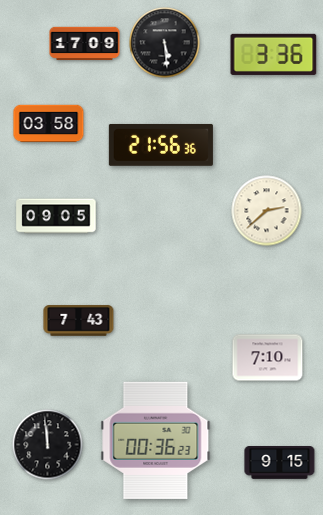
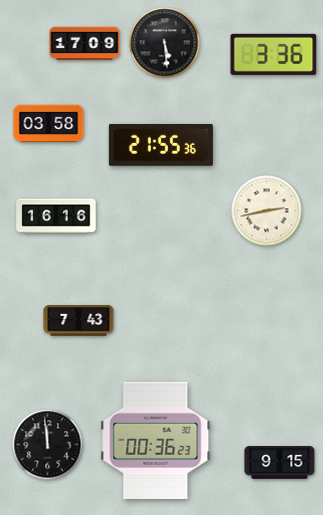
clock at (161, 145): 21:56 -> 21:55
clock at (267, 211): 2:38 -> 2:43
clock at (56, 216): 09:05 -> 16:16
clock at (268, 358): 7:10 -> none
